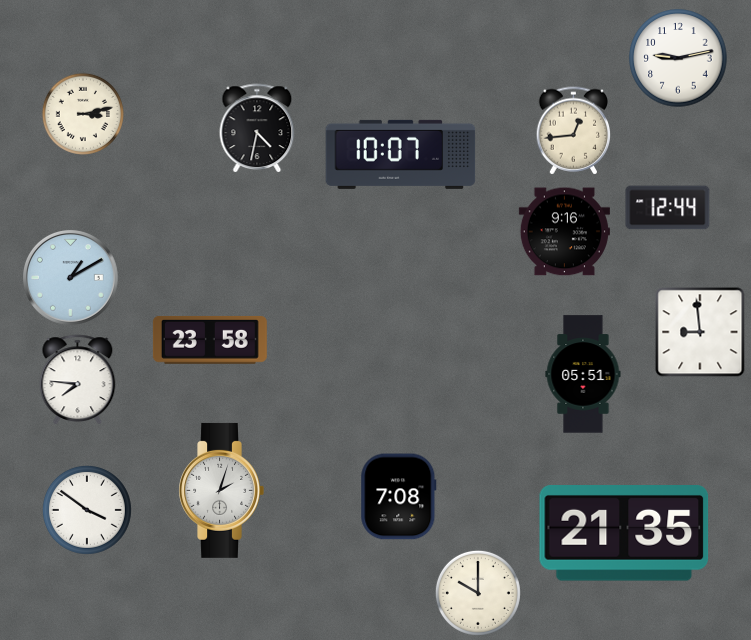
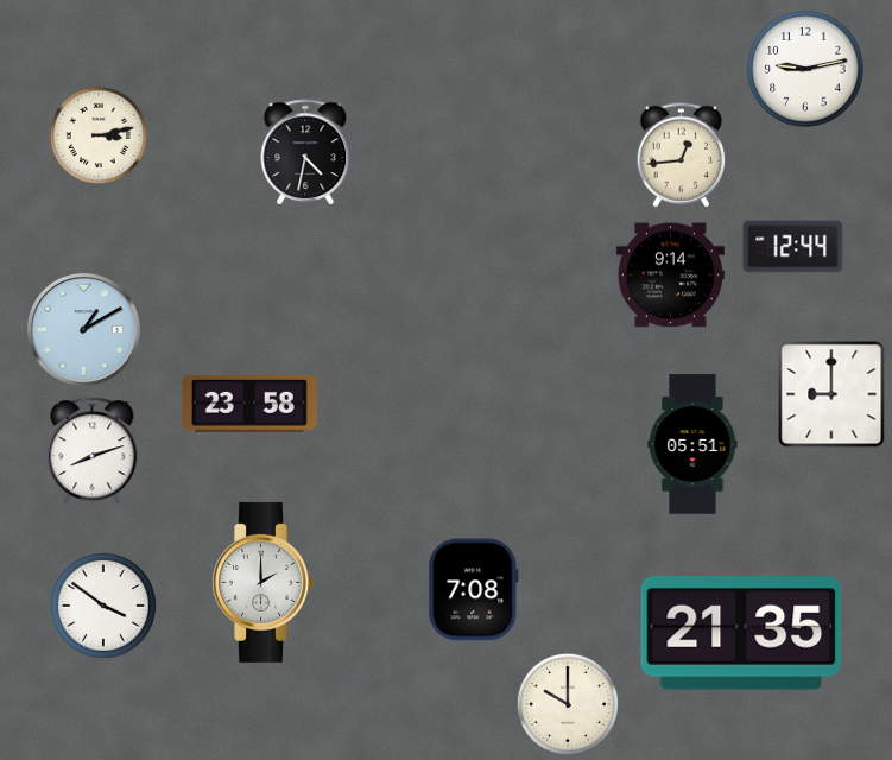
clock at (401, 154): 10:07 -> none
clock at (564, 232): 9:16 -> 9:14
clock at (700, 332): 8:59 -> 9:00
clock at (78, 380): 7:46 -> 8:12
clock at (221, 490): 2:03 -> 2:00
